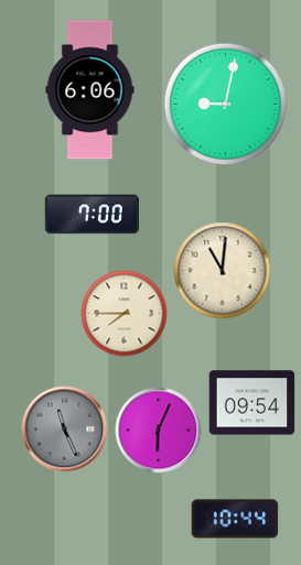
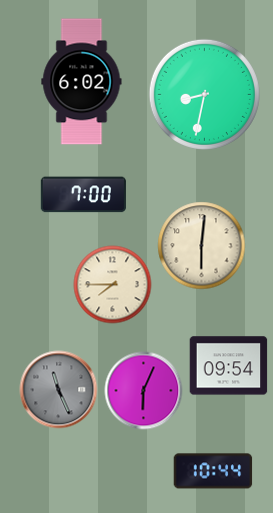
clock at (90, 90): 6:06 -> 6:02
clock at (225, 104): 9:02 -> 8:32
clock at (222, 270): 11:01 -> 6:01
